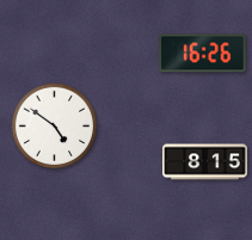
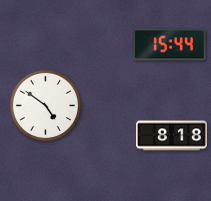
clock at (203, 54): 16:26 -> 15:44
clock at (205, 162): 8:15 -> 8:18
